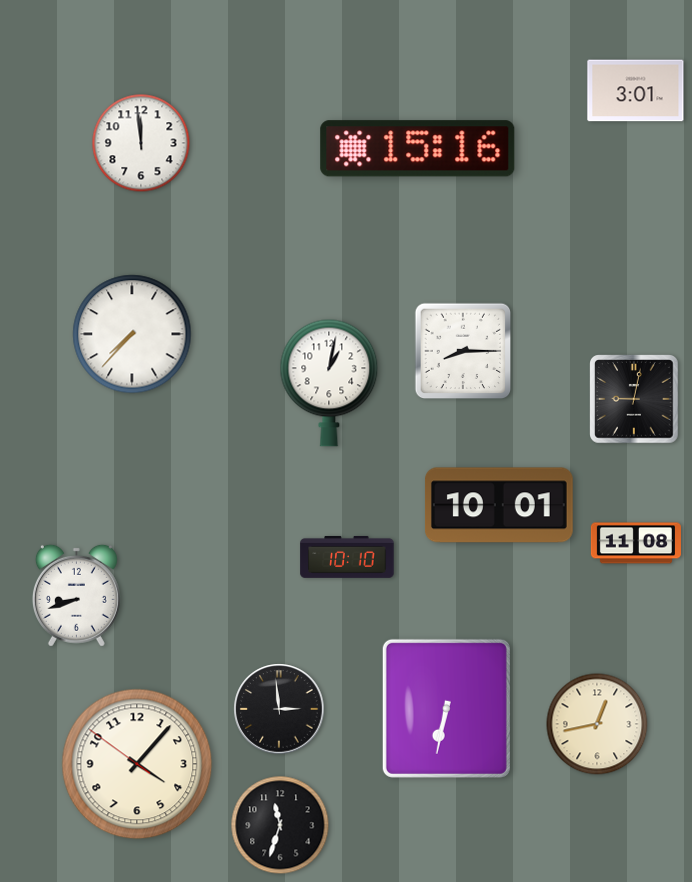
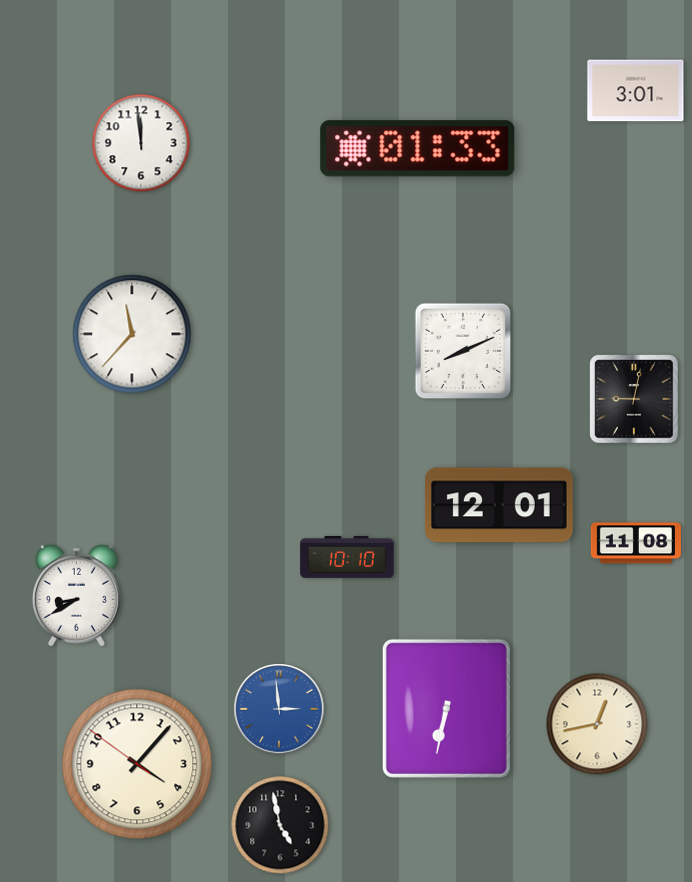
clock at (418, 149): 15:16 -> 01:33
clock at (132, 334): 7:37 -> 11:37
clock at (463, 351): 8:15 -> 8:11
clock at (329, 383): 1:02 -> none
clock at (499, 505): 10:01 -> 12:01
clock at (76, 595): 8:42 -> 8:40
clock at (279, 709) dial: black -> blue
clock at (280, 825): 11:33 -> 4:58
